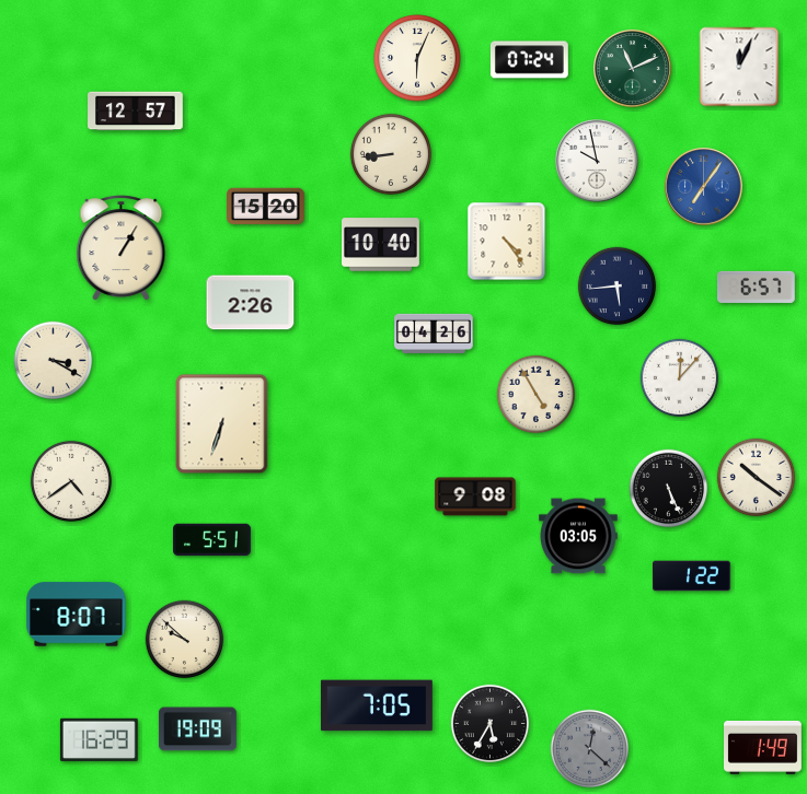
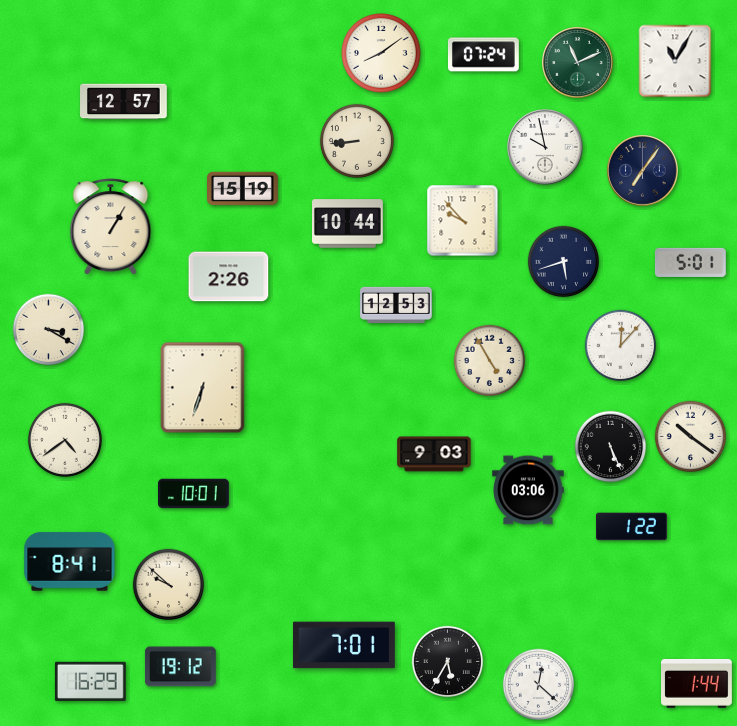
clock at (417, 58): 6:04 -> 8:09
clock at (739, 67): 12:04 -> 11:05
clock at (704, 187) dial: blue -> navy
clock at (266, 207): 15:20 -> 15:19
clock at (507, 242): 4:24 -> 9:53
clock at (381, 245): 10:40 -> 10:44
clock at (618, 287): 5:44 -> 5:42
clock at (757, 287): 6:57 -> 5:01
clock at (434, 334): 04:26 -> 12:53
clock at (475, 497): 9:08 -> 9:03
clock at (578, 536): 03:05 -> 03:06
clock at (212, 540): 5:51 -> 10:01
clock at (77, 615): 8:07 -> 8:41
clock at (377, 705): 7:05 -> 7:01
clock at (197, 729): 19:09 -> 19:12
clock at (99, 739) position: (99, 739) -> (90, 681)
clock at (763, 747): 1:49 -> 1:44
clock at (590, 749) dial: grey -> white
